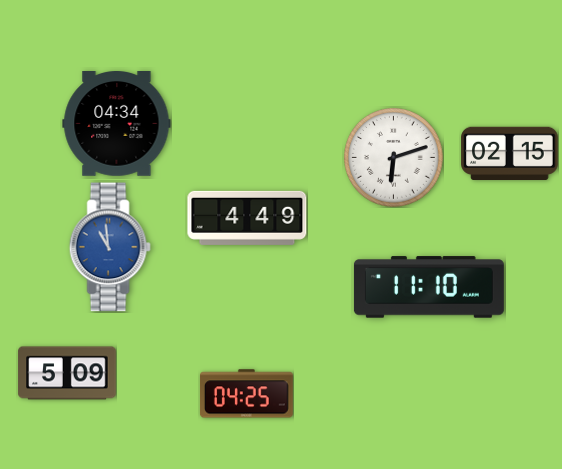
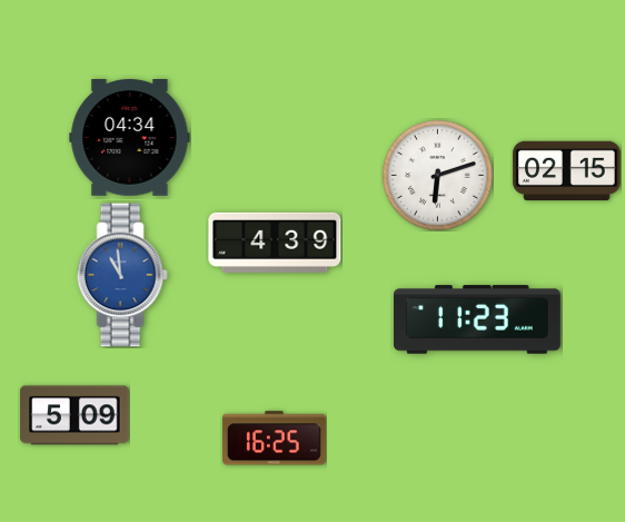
clock at (247, 218): 4:49 -> 4:39
clock at (429, 287): 11:10 -> 11:23
clock at (246, 394): 04:25 -> 16:25
